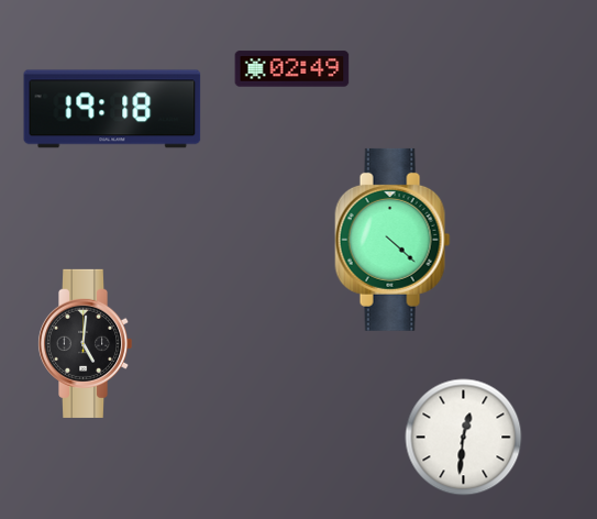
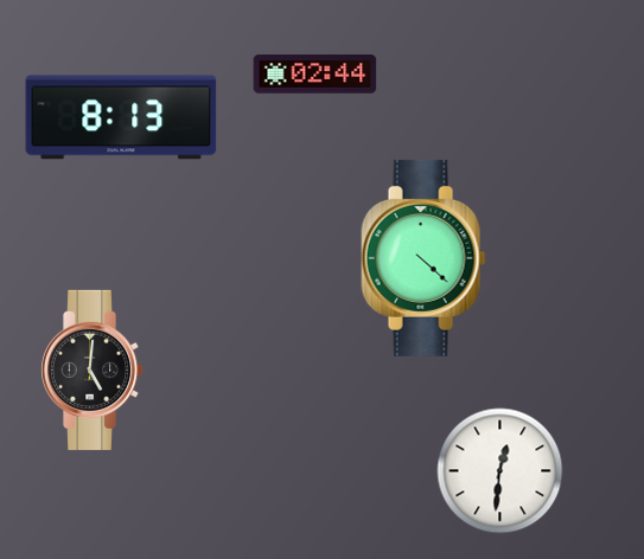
clock at (292, 69): 02:49 -> 02:44
clock at (112, 109): 19:18 -> 8:13
